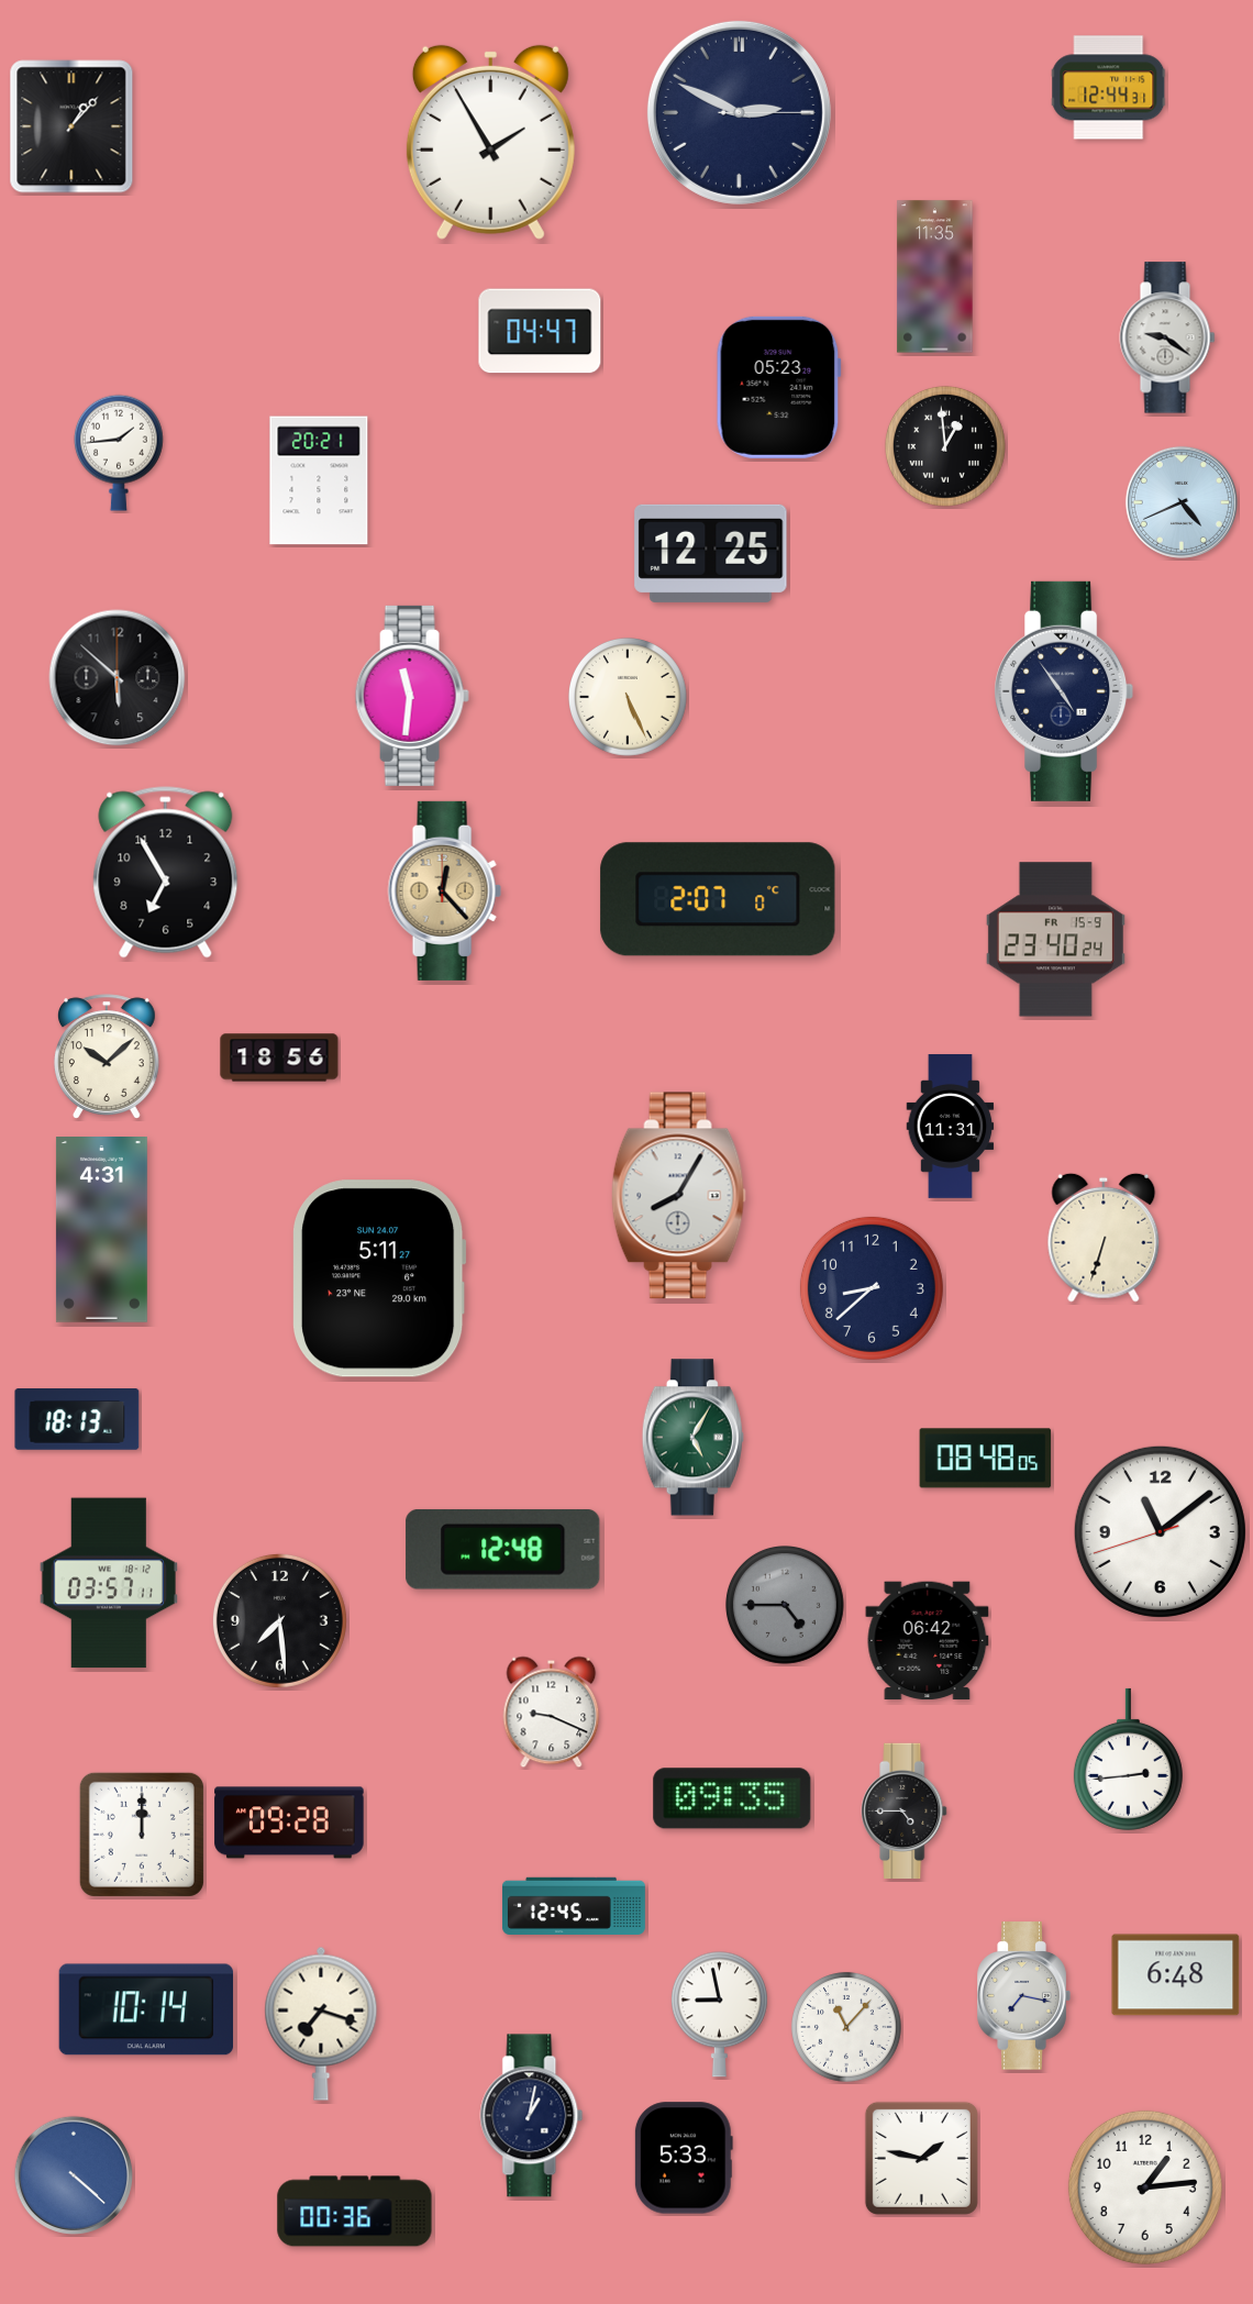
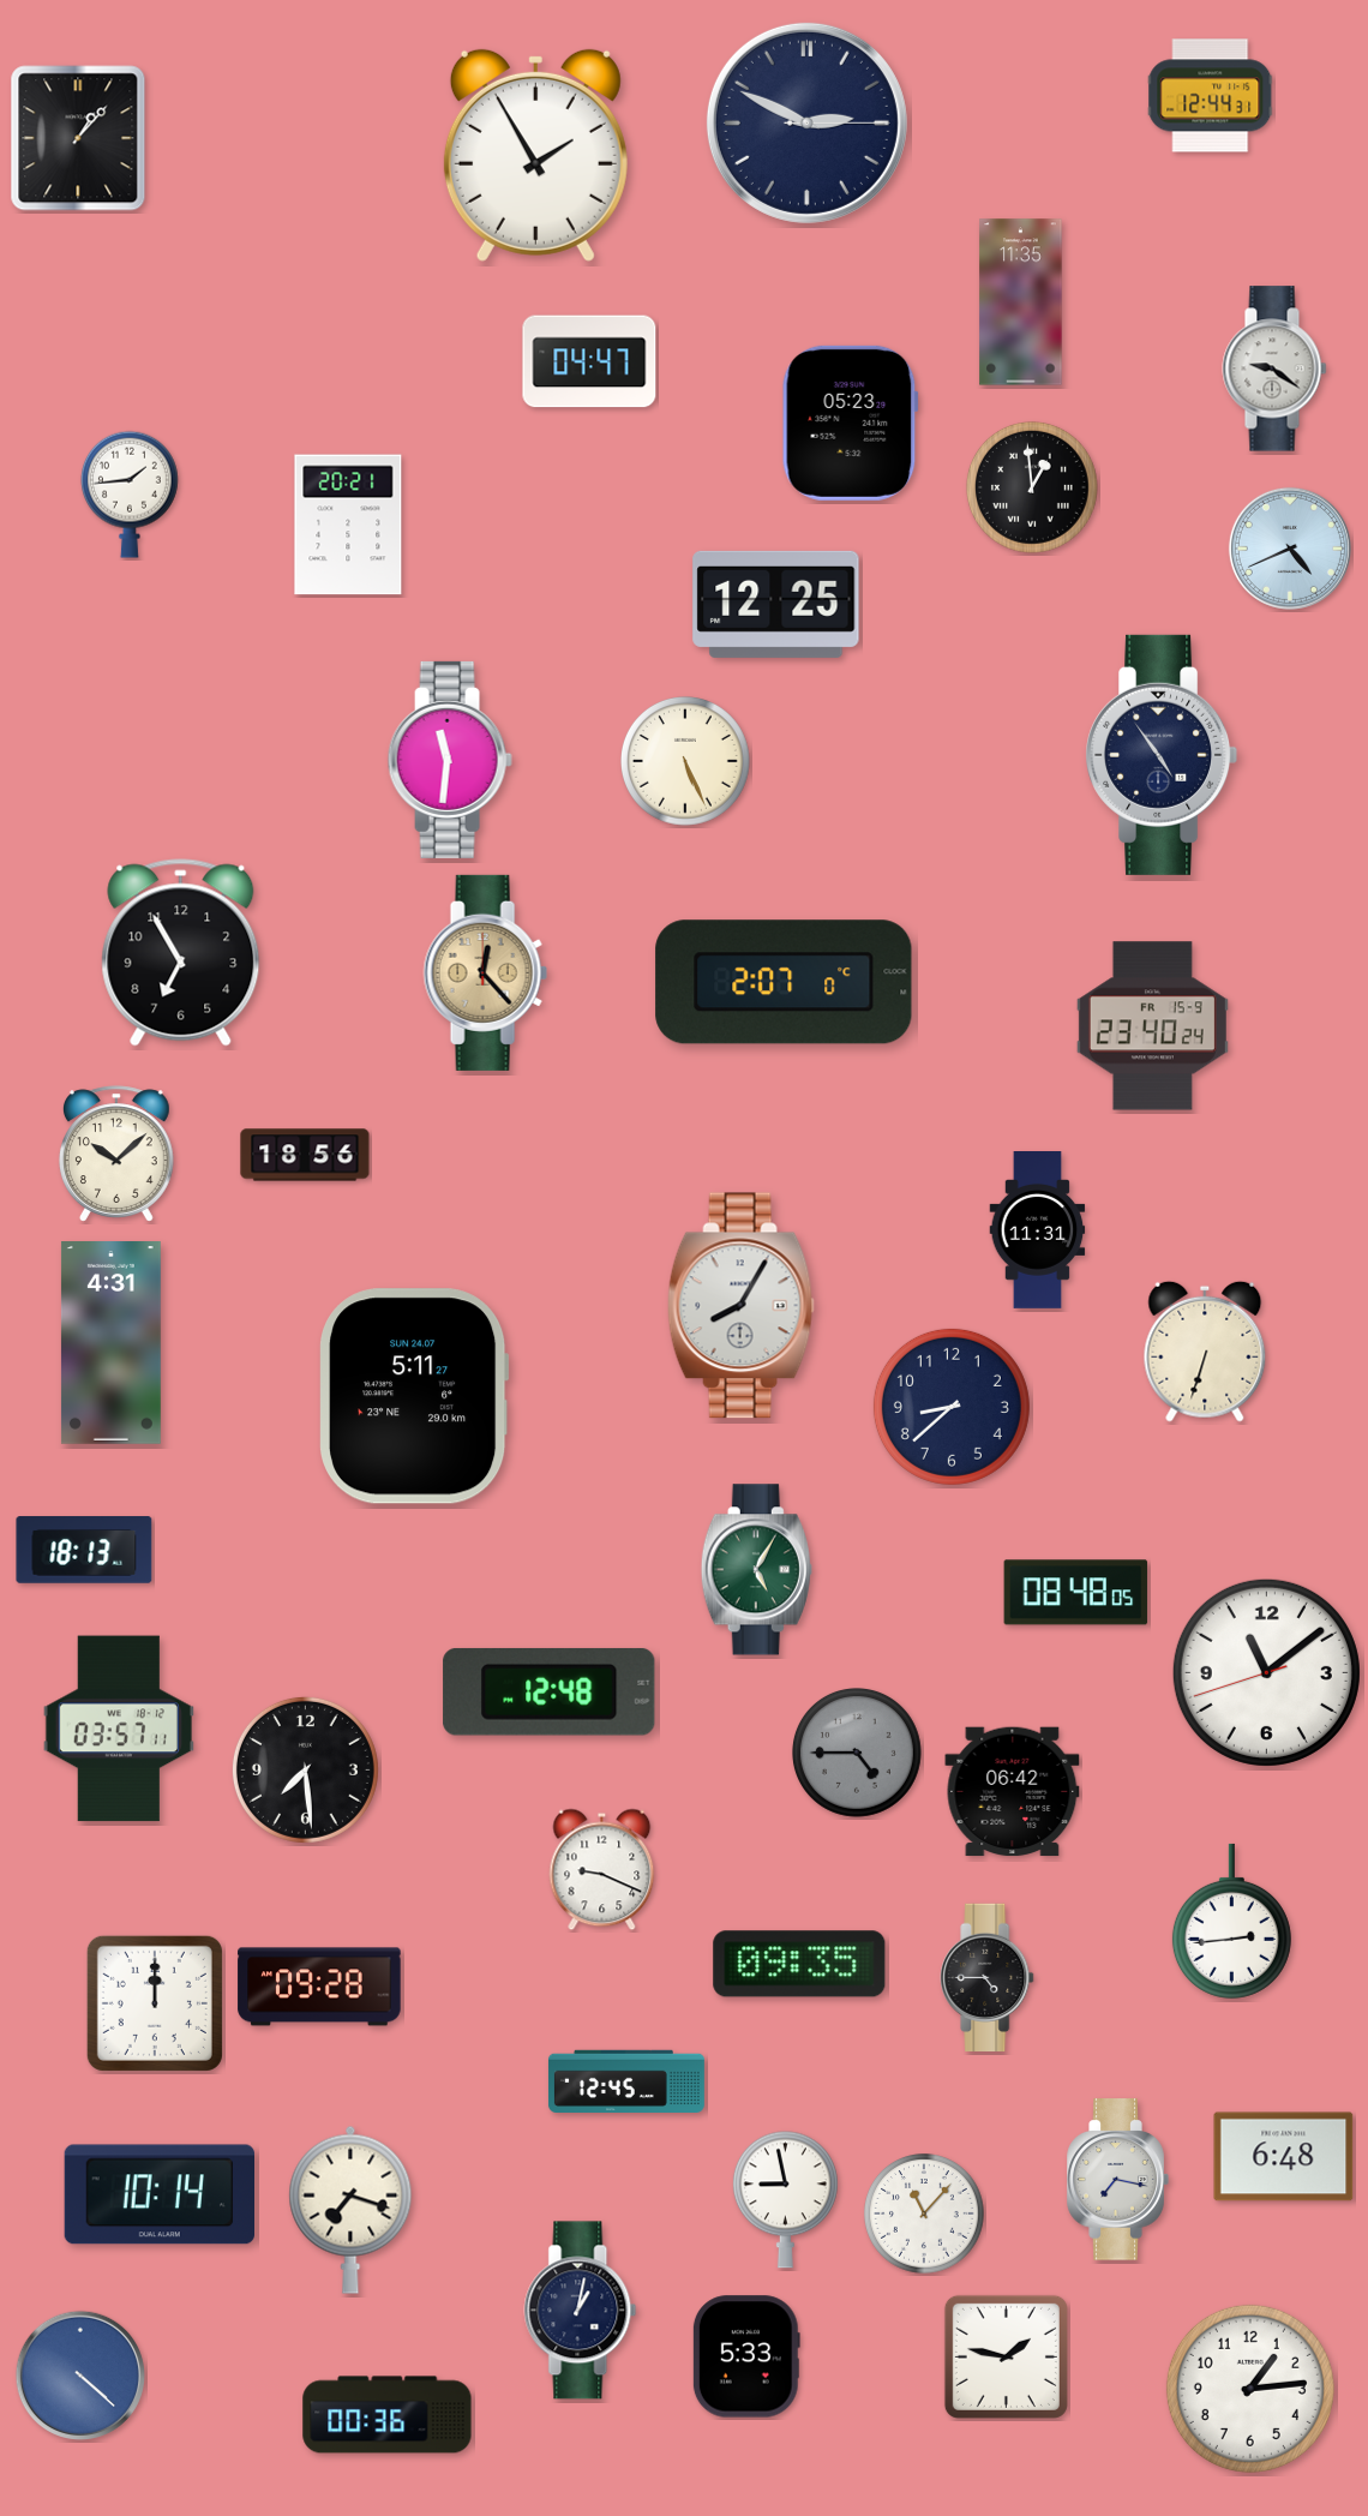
clock at (118, 678): 5:52 -> none
clock at (289, 1823) position: (289, 1823) -> (319, 1987)
